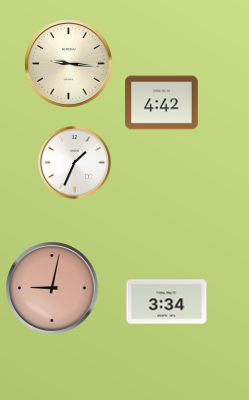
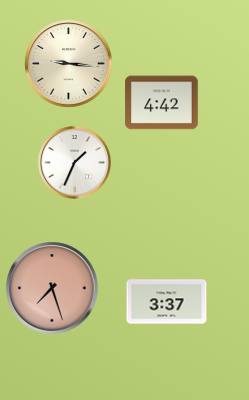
clock at (52, 288): 9:02 -> 7:27
clock at (167, 302): 3:34 -> 3:37
